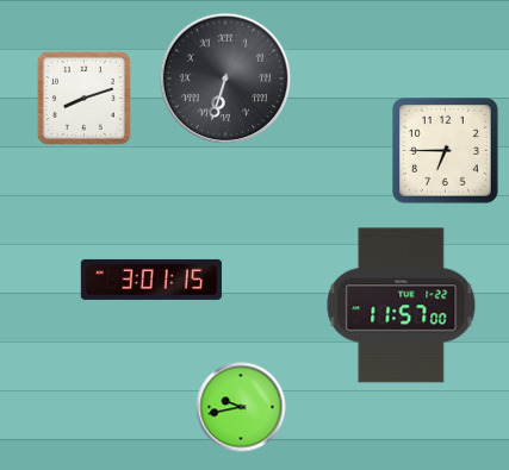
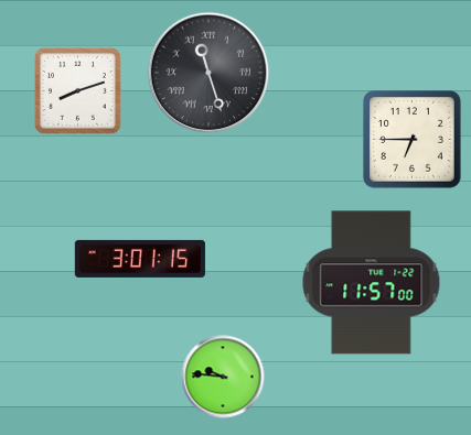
clock at (225, 79): 6:33 -> 11:27
clock at (241, 407): 9:43 -> 9:46
